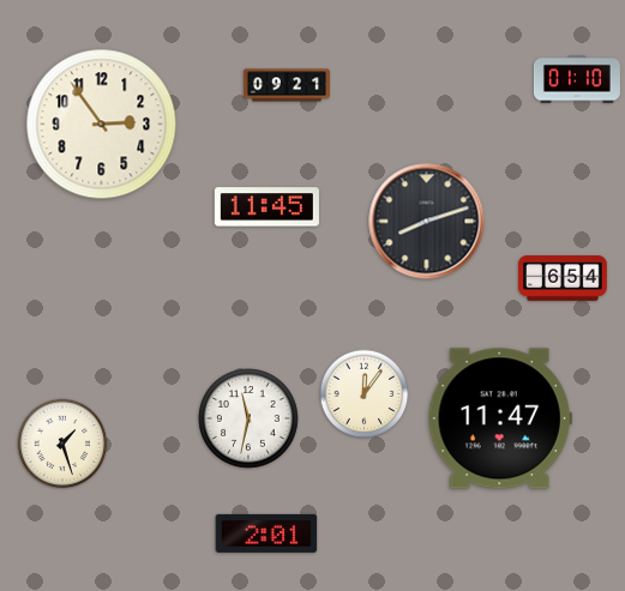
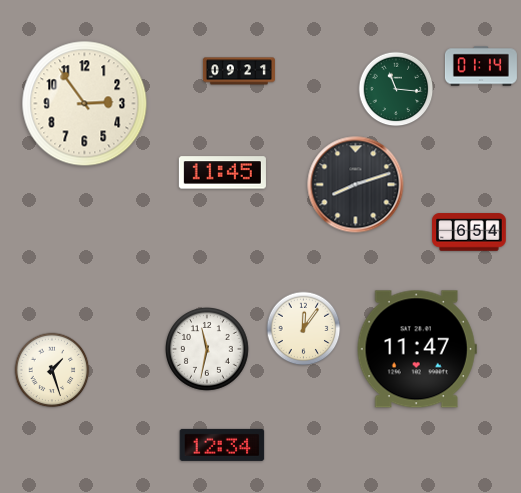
clock at (577, 79): 01:10 -> 01:14
clock at (396, 89): none -> 11:16
clock at (266, 533): 2:01 -> 12:34
